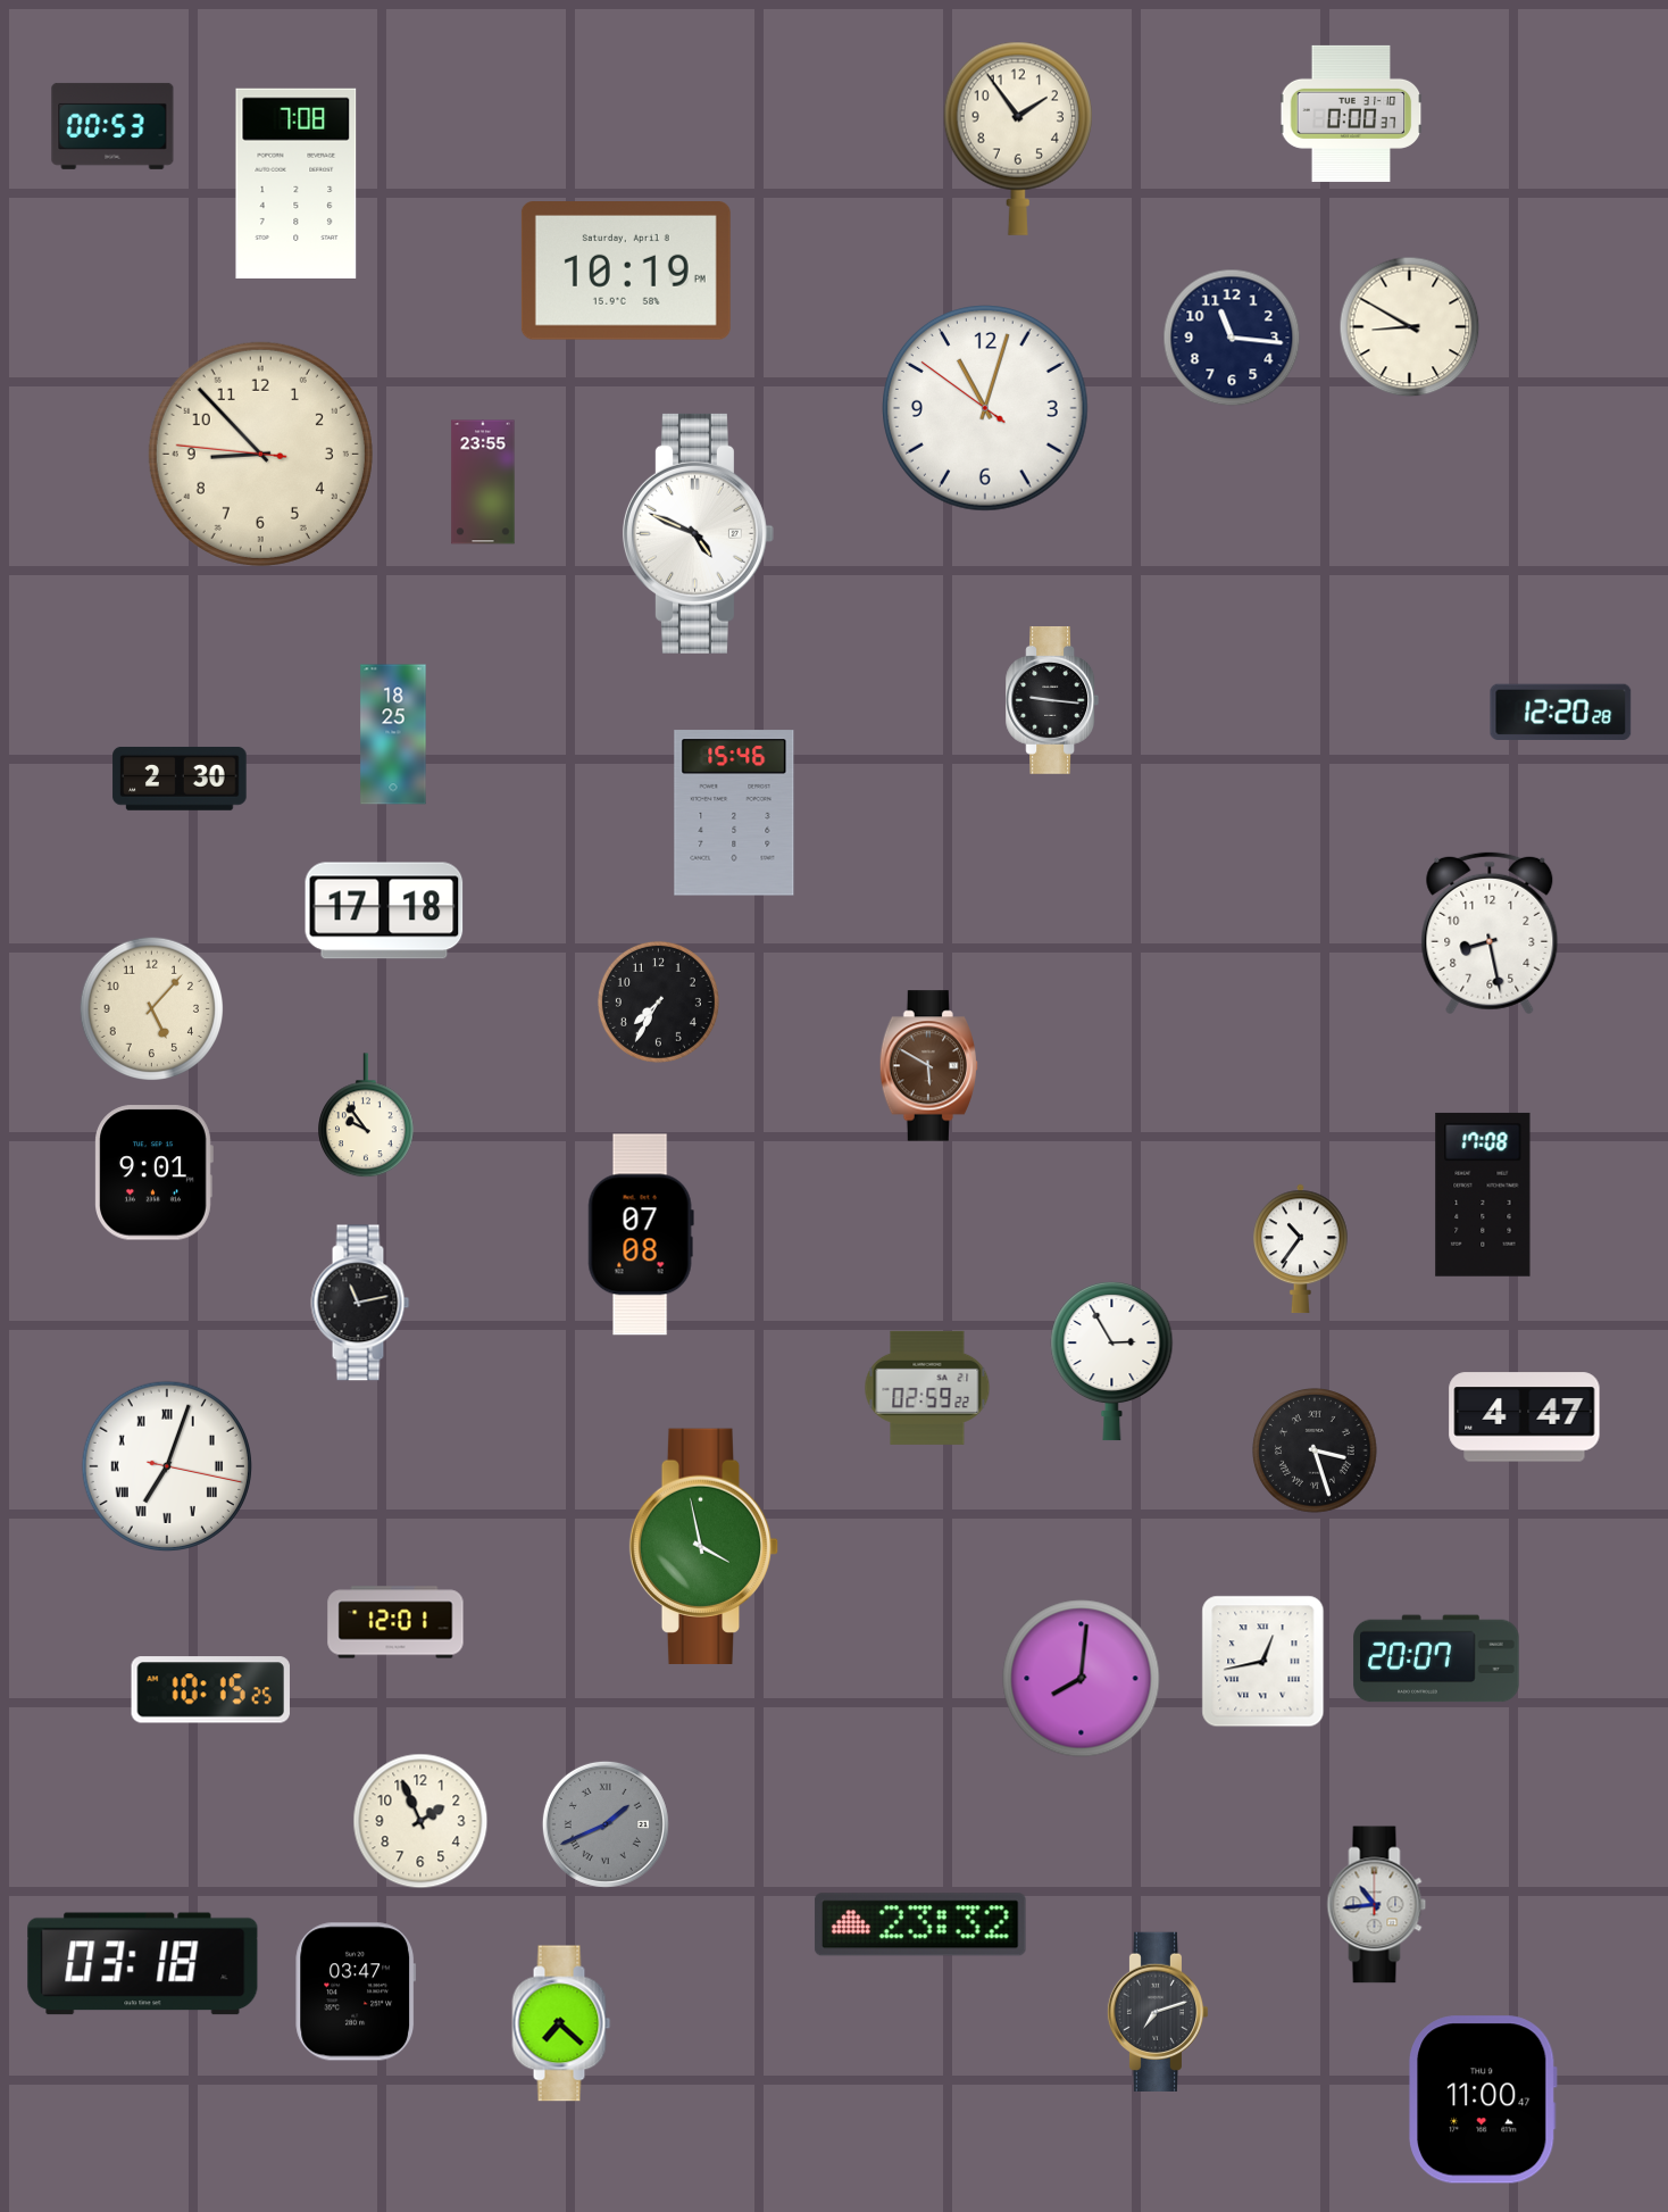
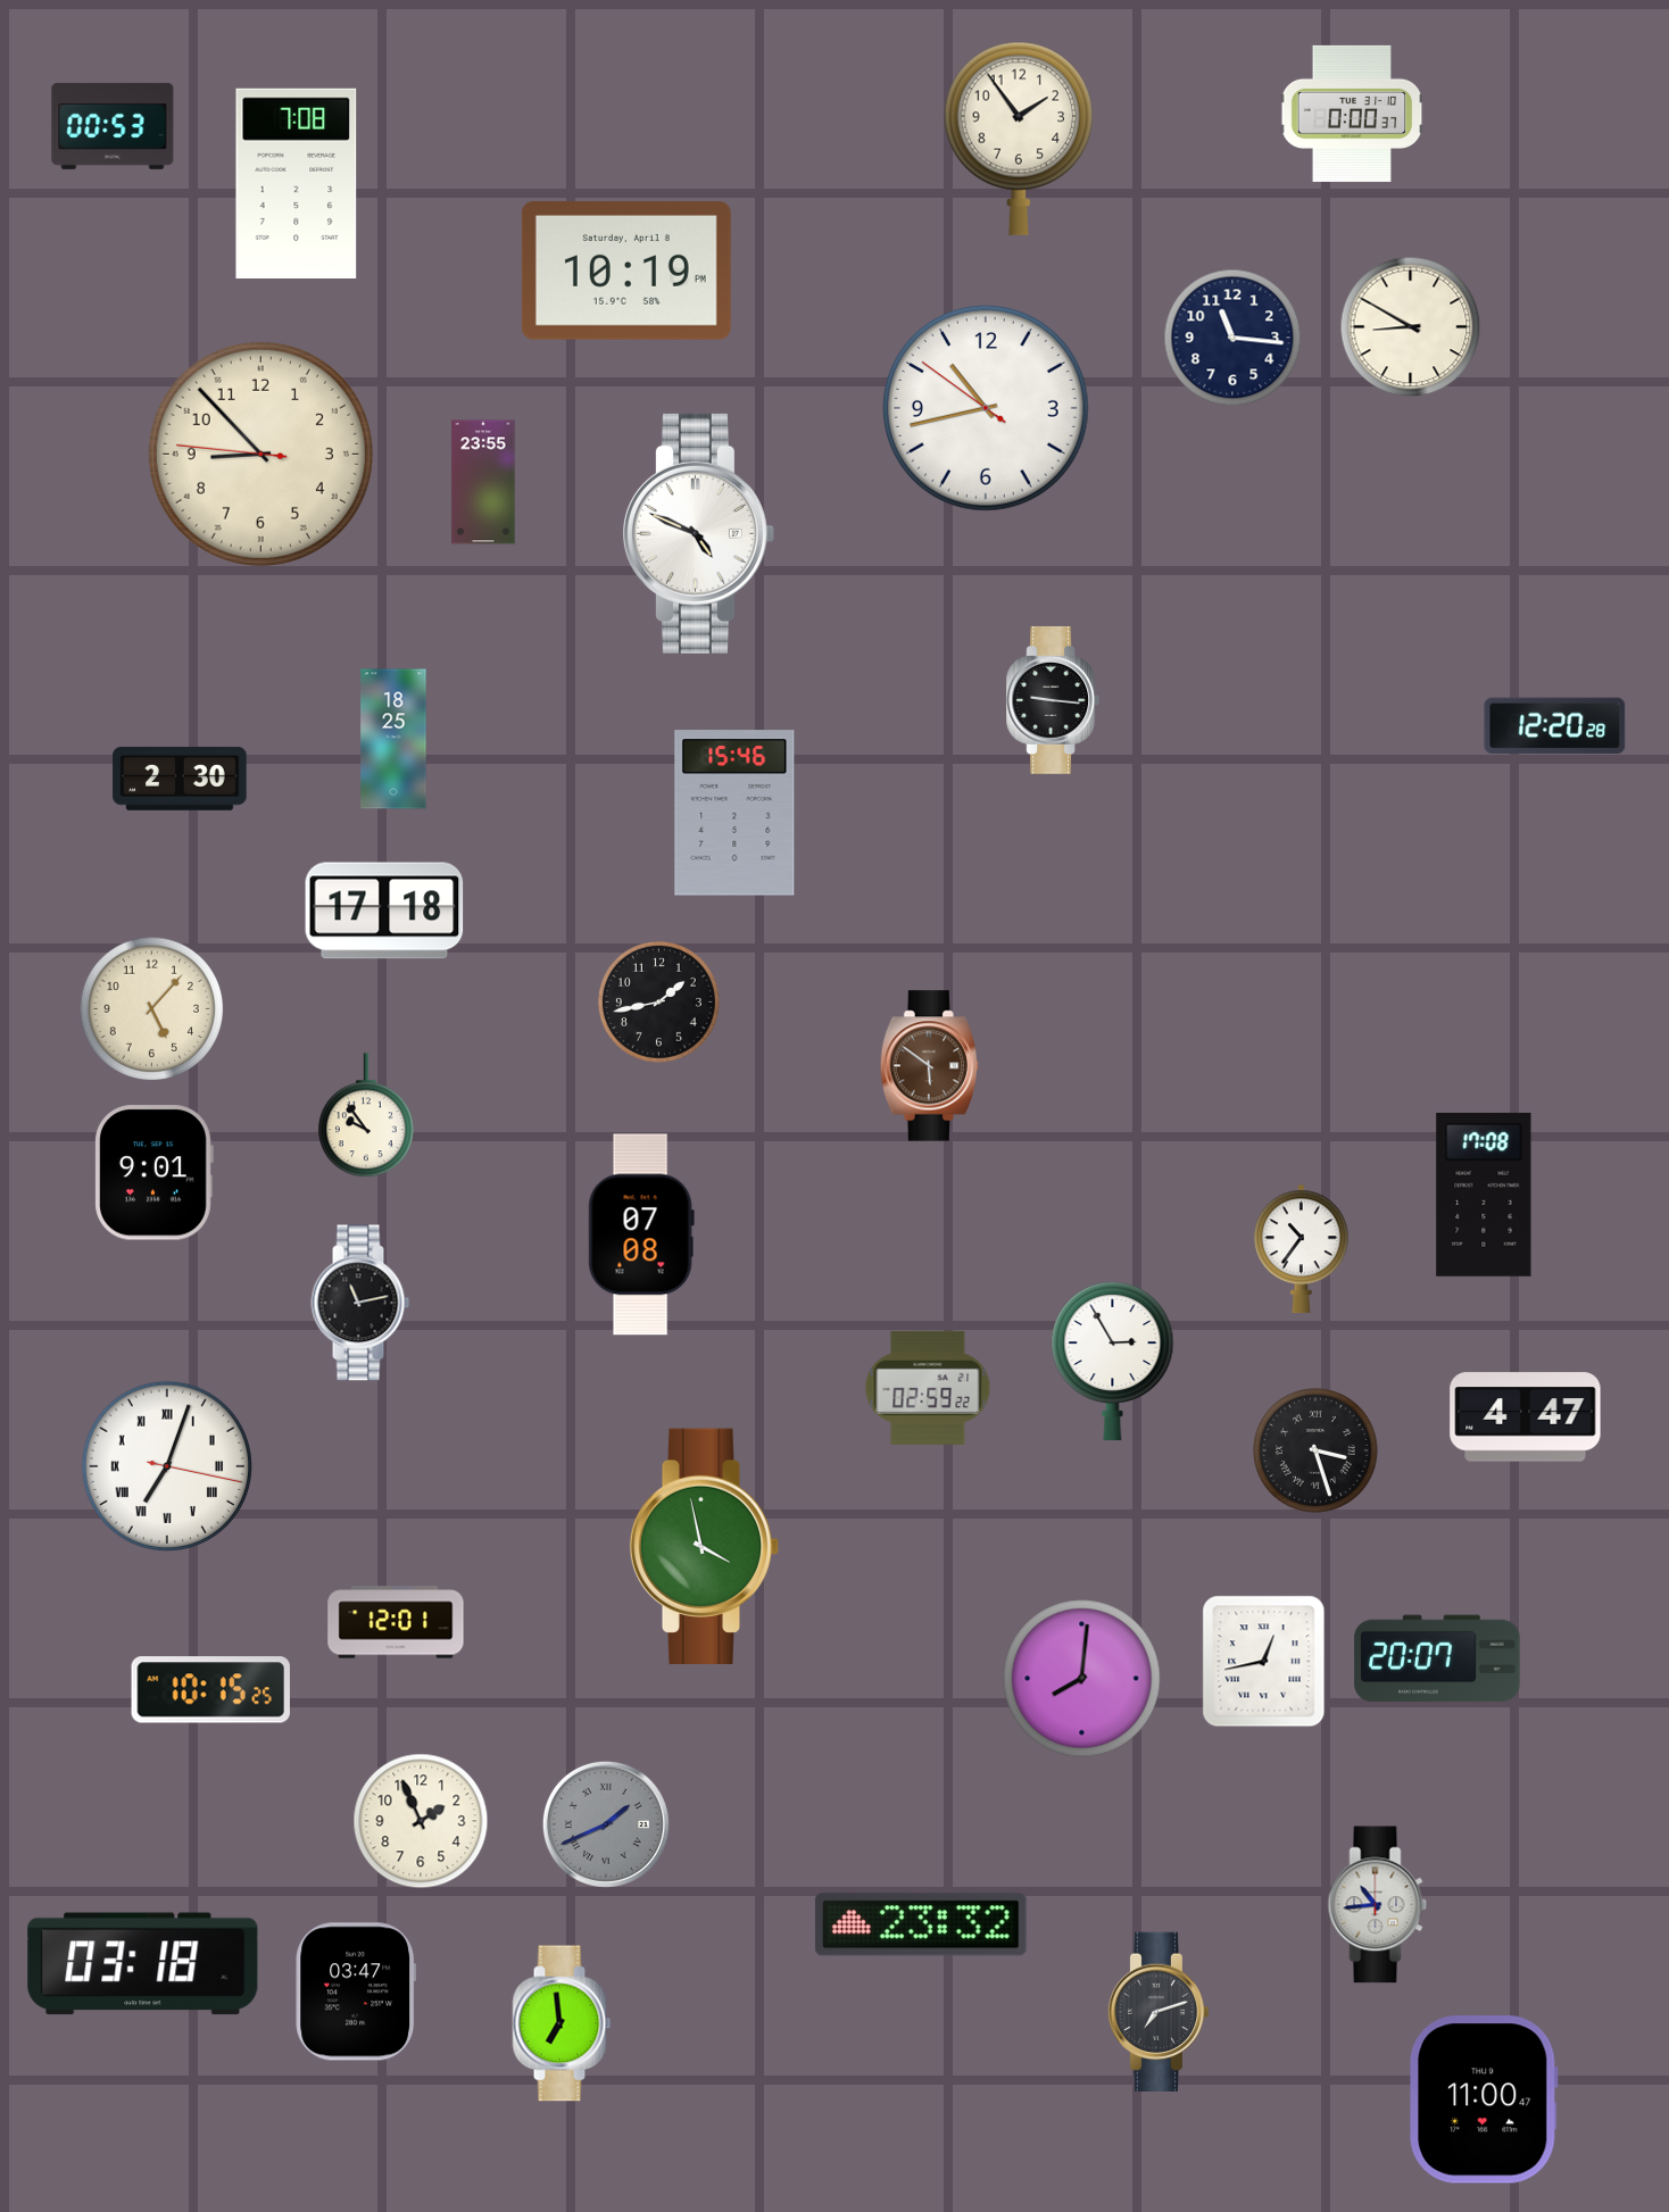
clock at (986, 409): 11:02 -> 10:42
clock at (1561, 712) position: (1561, 712) -> (1555, 725)
clock at (393, 734) position: (393, 734) -> (393, 739)
clock at (1490, 933): 8:28 -> none
clock at (658, 1001): 7:35 -> 1:43
clock at (928, 1066): 5:50 -> 5:51
clock at (561, 2023): 7:22 -> 6:59
